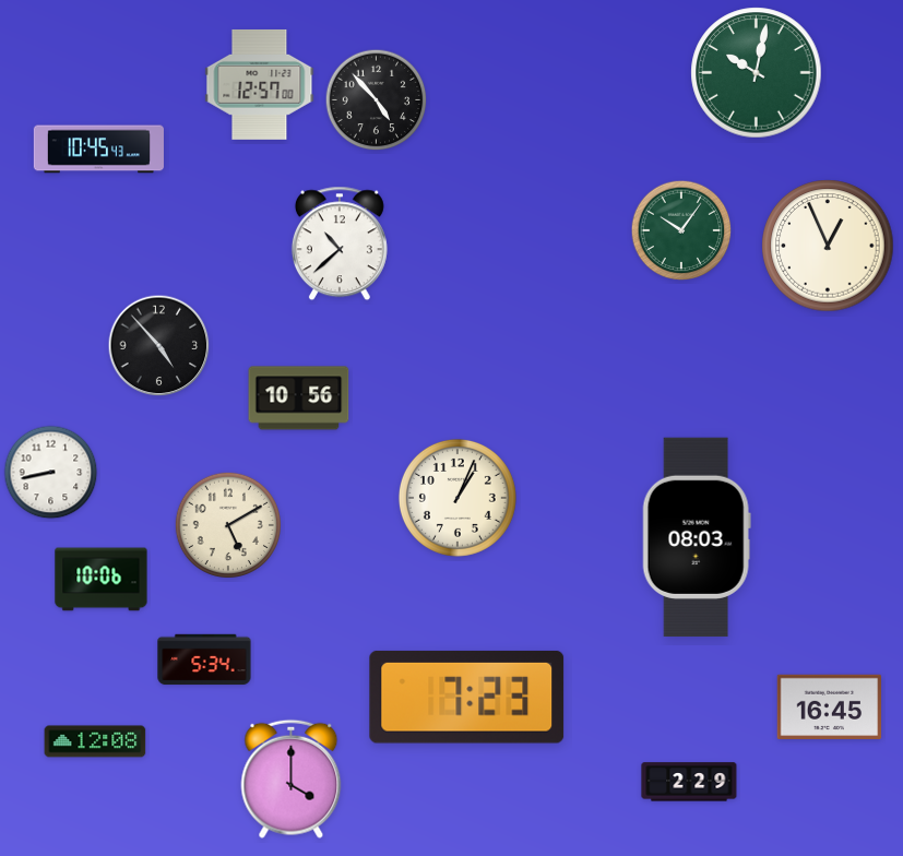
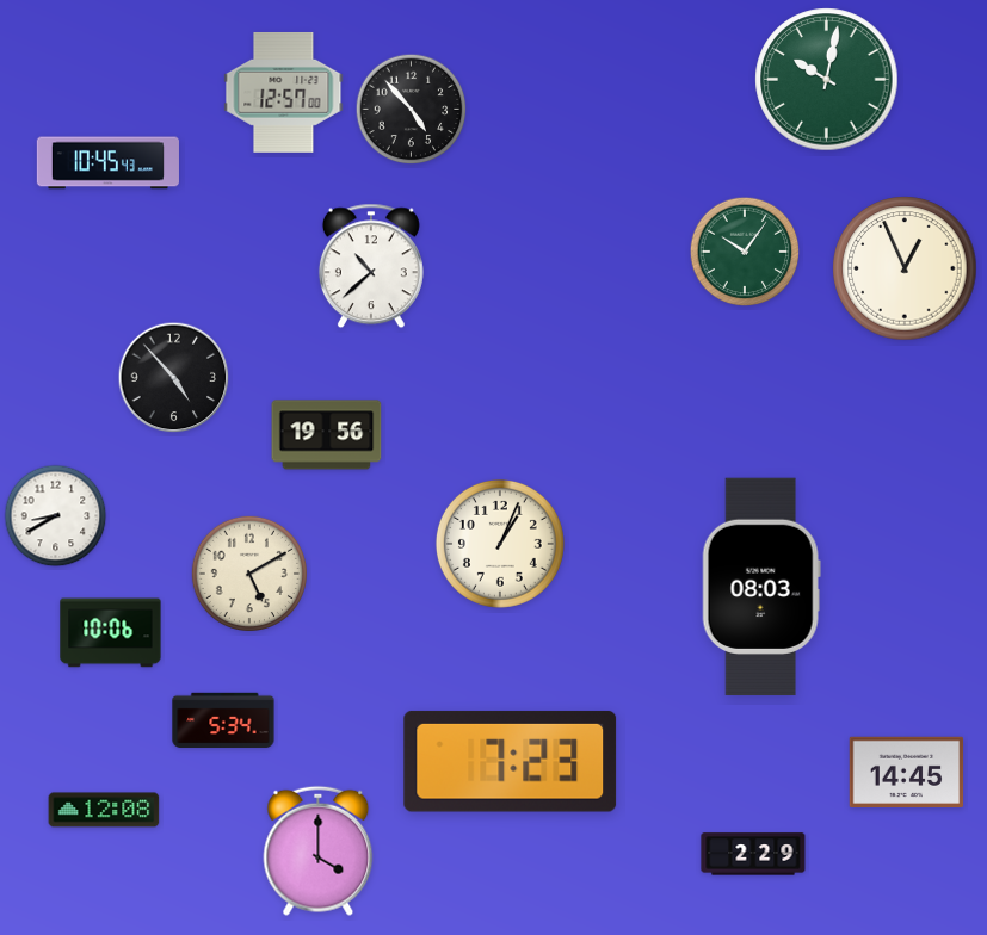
clock at (299, 399): 10:56 -> 19:56
clock at (51, 473): 8:43 -> 8:40
clock at (830, 706): 16:45 -> 14:45
